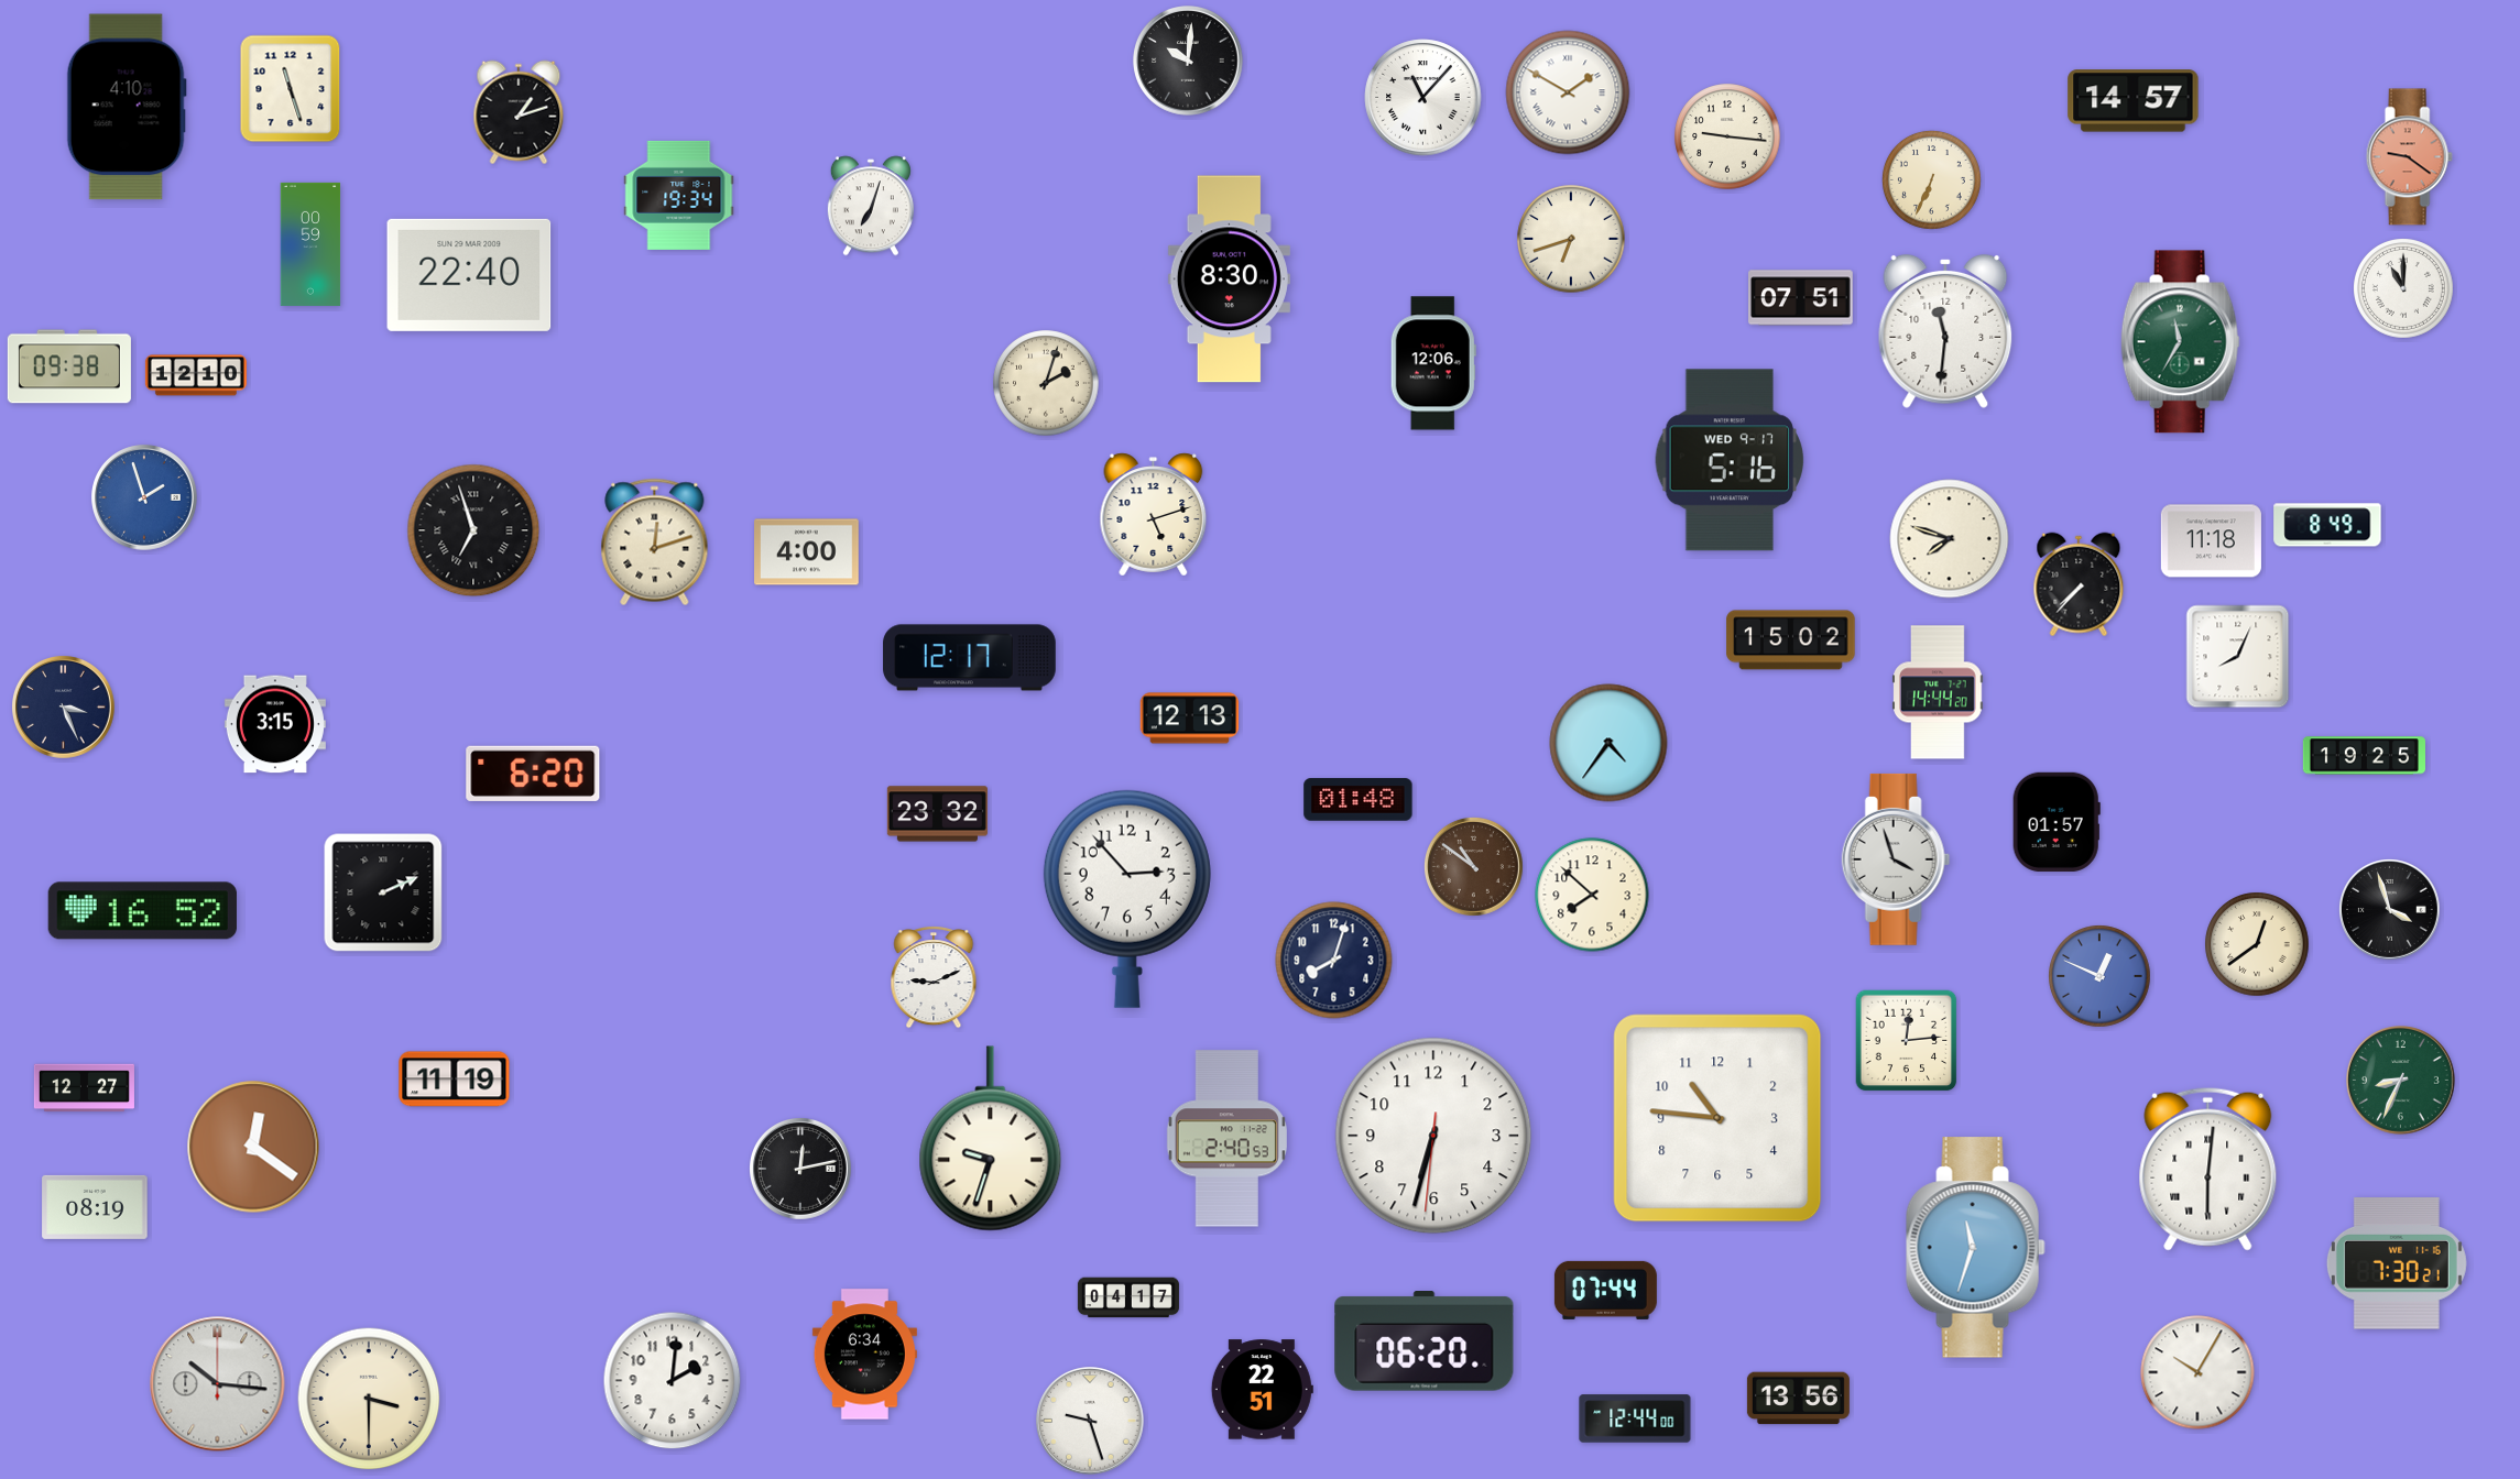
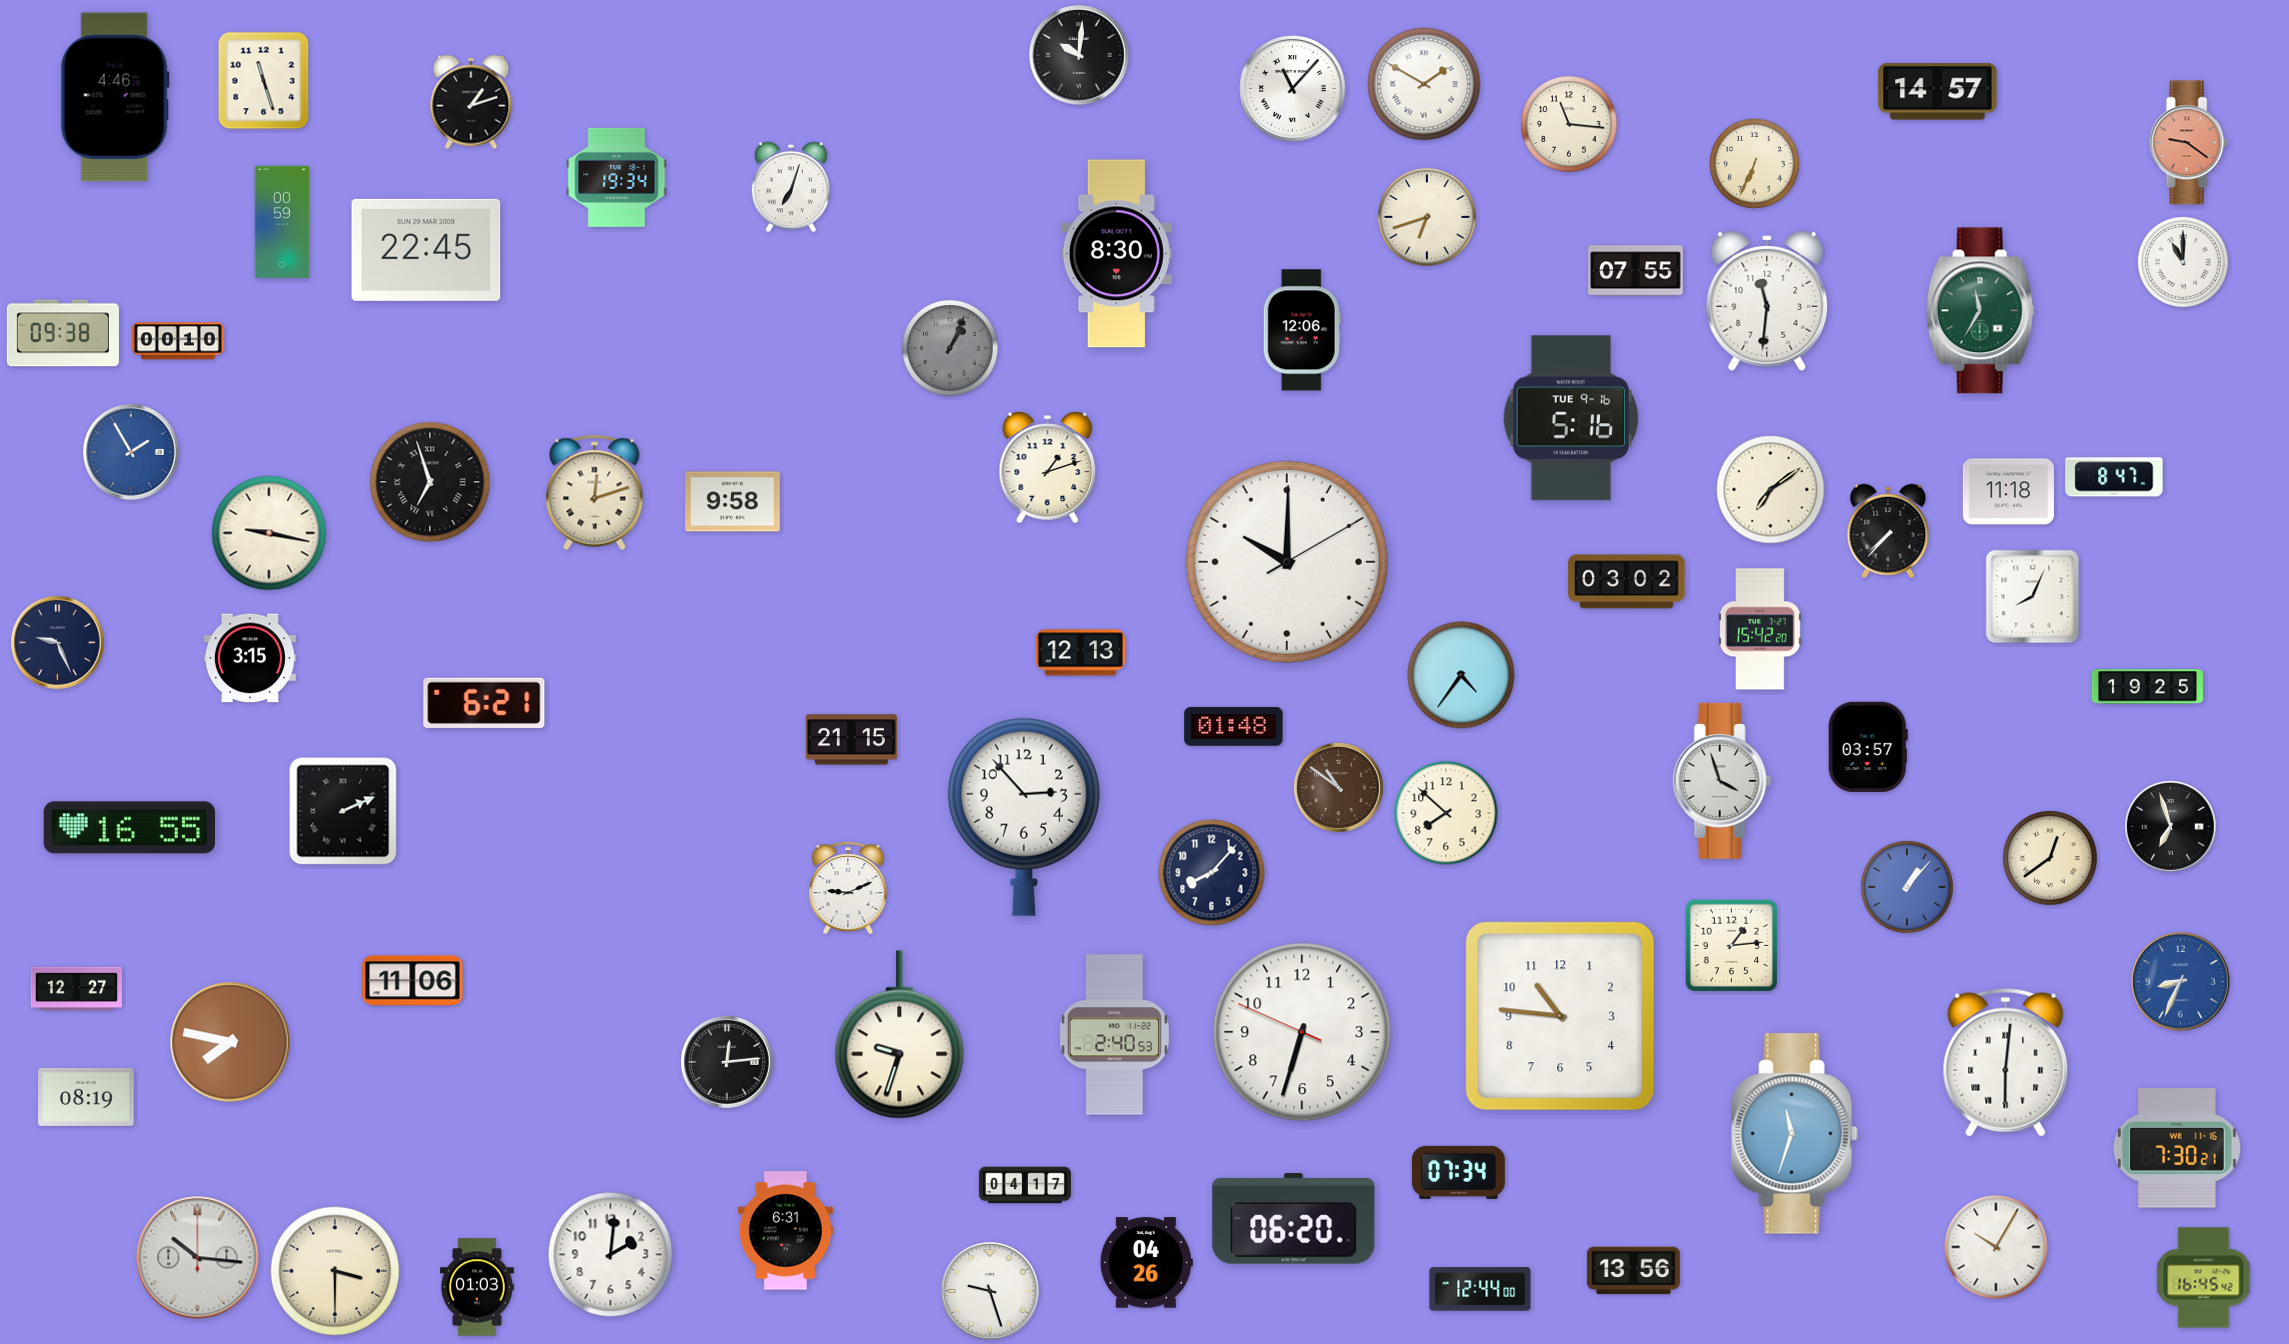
clock at (127, 107): 4:10 -> 4:46
clock at (1727, 136): 9:16 -> 11:16
clock at (469, 275): 22:40 -> 22:45
clock at (1801, 298): 07:51 -> 07:55
clock at (196, 375): 12:10 -> 00:10
clock at (1046, 383): 2:03 -> 1:04
clock at (1046, 383) dial: cream -> grey
clock at (1730, 460) date: WED 9-17 -> TUE 9-16
clock at (145, 499): 1:57 -> 1:55
clock at (1154, 515): 5:12 -> 1:12
clock at (2327, 525): 8:49 -> 8:47
clock at (1950, 539): 7:48 -> 7:09
clock at (807, 552): 4:00 -> 9:58
clock at (269, 533): none -> 9:17
clock at (1287, 562): none -> 10:00
clock at (1791, 640): 15:02 -> 03:02
clock at (970, 658): 12:17 -> none
clock at (1938, 692): 14:44 -> 15:42
clock at (64, 708): 3:26 -> 9:26
clock at (533, 774): 6:20 -> 6:21
clock at (937, 814): 23:32 -> 21:15
clock at (2057, 822): 01:57 -> 03:57
clock at (383, 892) position: (383, 892) -> (343, 811)
clock at (2390, 910): 3:57 -> 6:57
clock at (142, 911): 16:52 -> 16:55
clock at (1334, 961): 8:03 -> 8:07
clock at (2099, 976): 12:49 -> 1:07
clock at (1907, 1041): 12:14 -> 1:14
clock at (455, 1080): 11:19 -> 11:06
clock at (2401, 1081) dial: green -> blue
clock at (1433, 1136): 6:32:31 -> 6:32:49
clock at (253, 1147): 12:21 -> 7:47
clock at (801, 1170): 12:13 -> 12:14
clock at (1605, 1290): 07:44 -> 07:34
clock at (1128, 1297) position: (1128, 1297) -> (1025, 1185)
clock at (864, 1355): 6:34 -> 6:31
clock at (1262, 1390): 22:51 -> 04:26
clock at (2204, 1278): none -> 16:45
clock at (477, 1287): none -> 01:03
clock at (1635, 1418) position: (1635, 1418) -> (1480, 1289)
